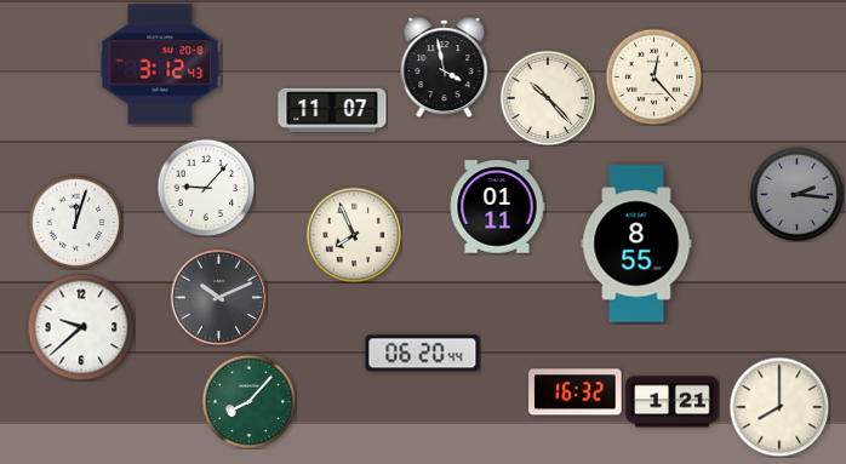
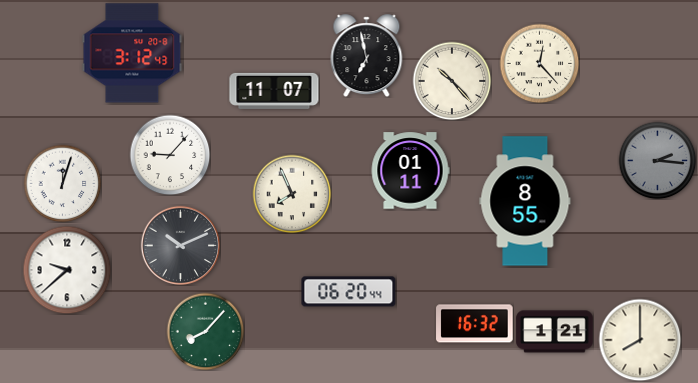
clock at (445, 68): 3:58 -> 6:58
clock at (779, 407) position: (779, 407) -> (640, 340)
